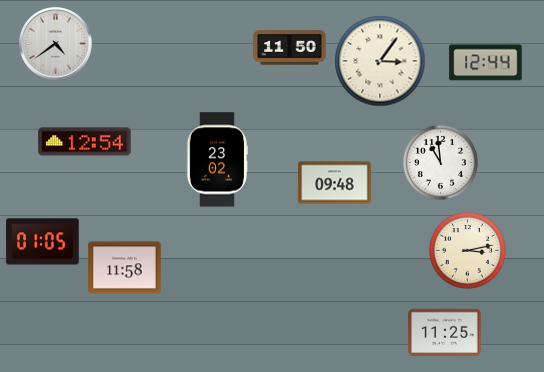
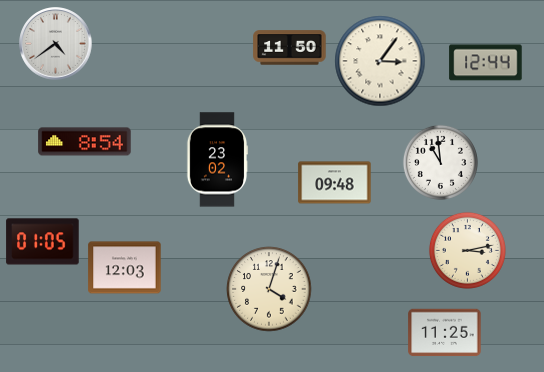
clock at (85, 142): 12:54 -> 8:54
clock at (125, 268): 11:58 -> 12:03
clock at (269, 289): none -> 4:03
